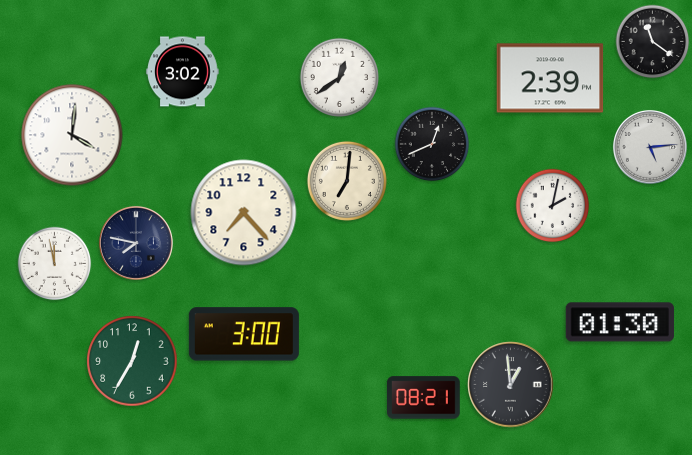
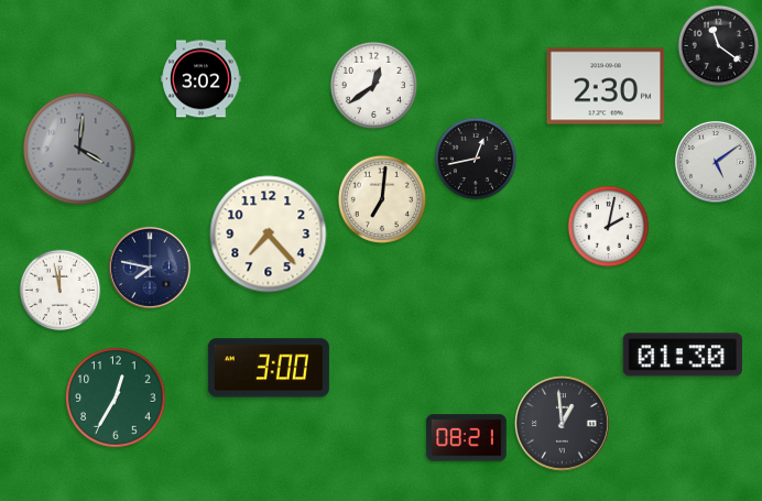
clock at (550, 78): 2:39 -> 2:30
clock at (72, 135) dial: white -> grey
clock at (432, 144): 12:41 -> 12:43
clock at (650, 147): 5:14 -> 5:09
clock at (132, 361) position: (132, 361) -> (116, 397)
